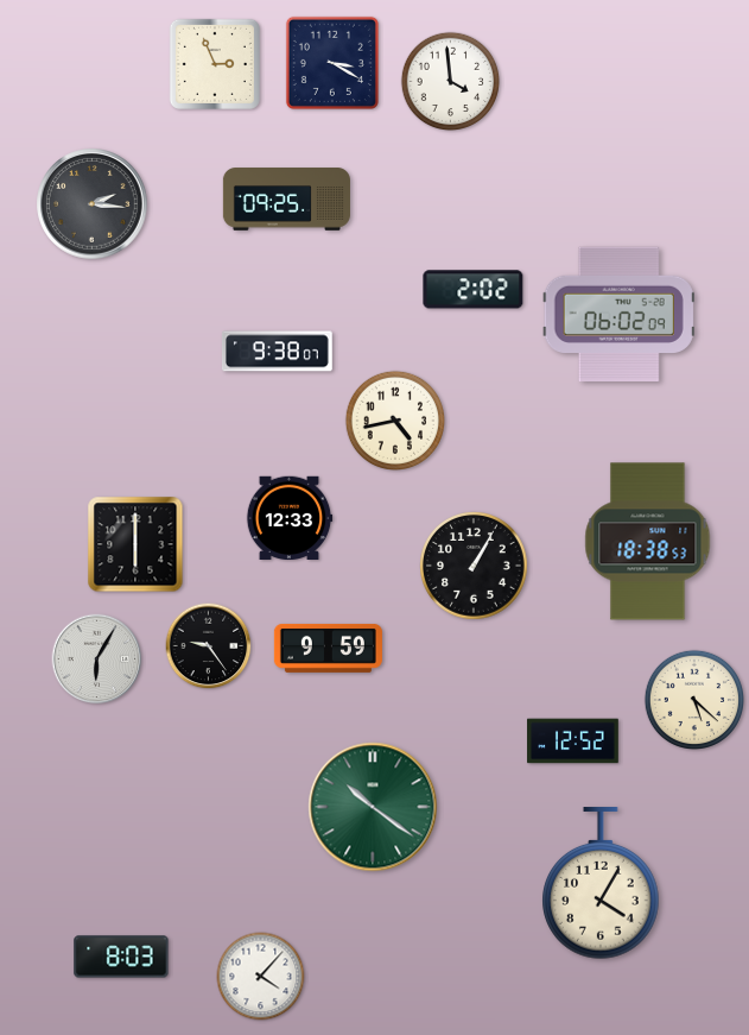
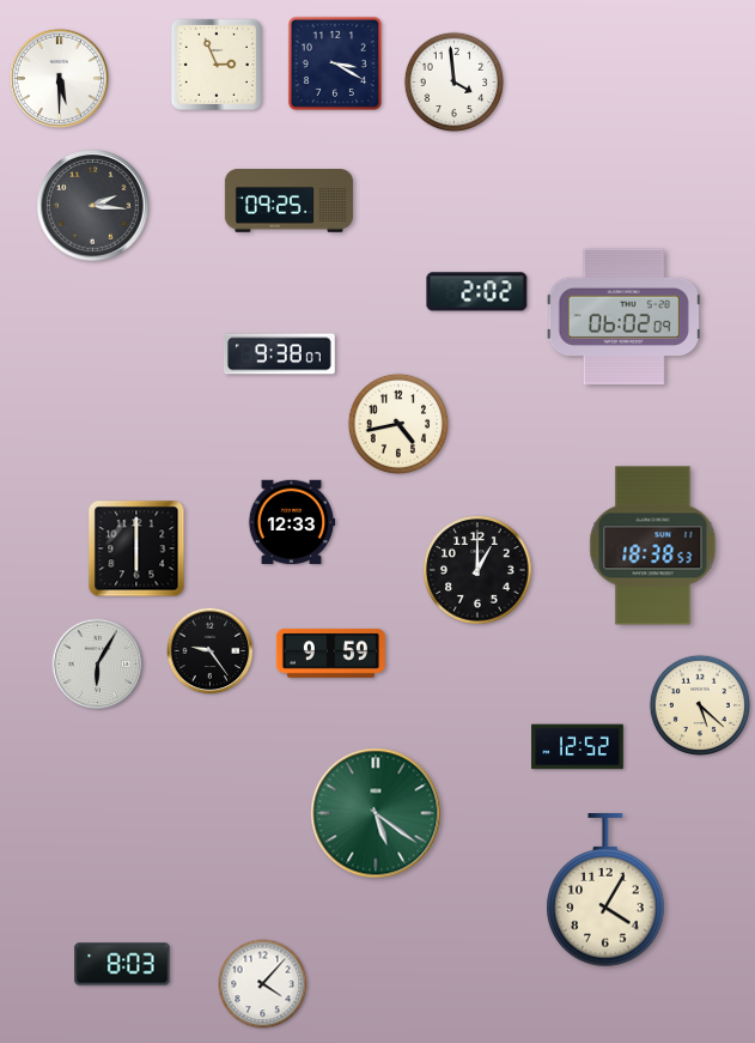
clock at (59, 78): none -> 5:30
clock at (474, 566): 1:05 -> 1:00
clock at (373, 807): 10:21 -> 5:21
